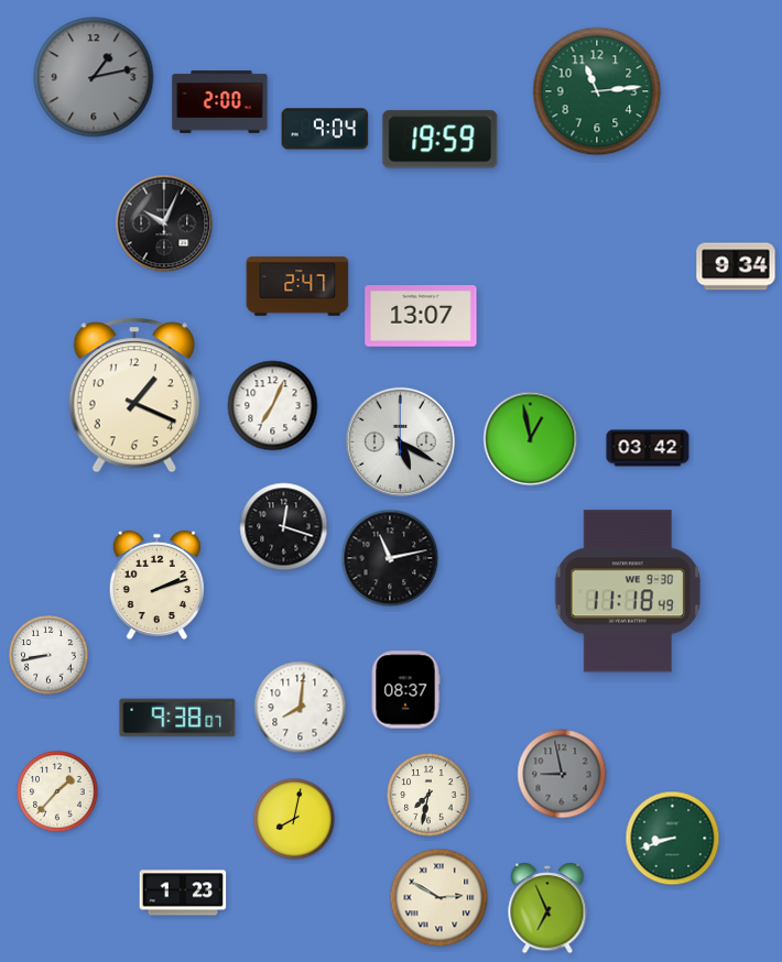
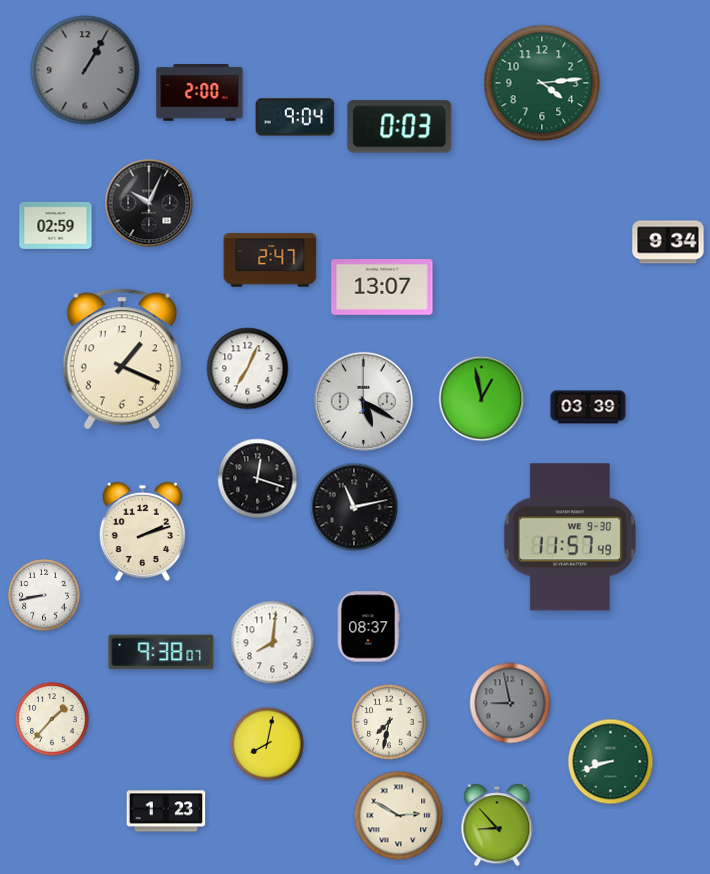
clock at (94, 77): 1:13 -> 1:05
clock at (597, 91): 11:14 -> 4:14
clock at (441, 140): 19:59 -> 0:03
clock at (56, 225): none -> 02:59
clock at (648, 448): 03:42 -> 03:39
clock at (628, 591): 11:18 -> 11:57
clock at (547, 908): 6:56 -> 8:53
